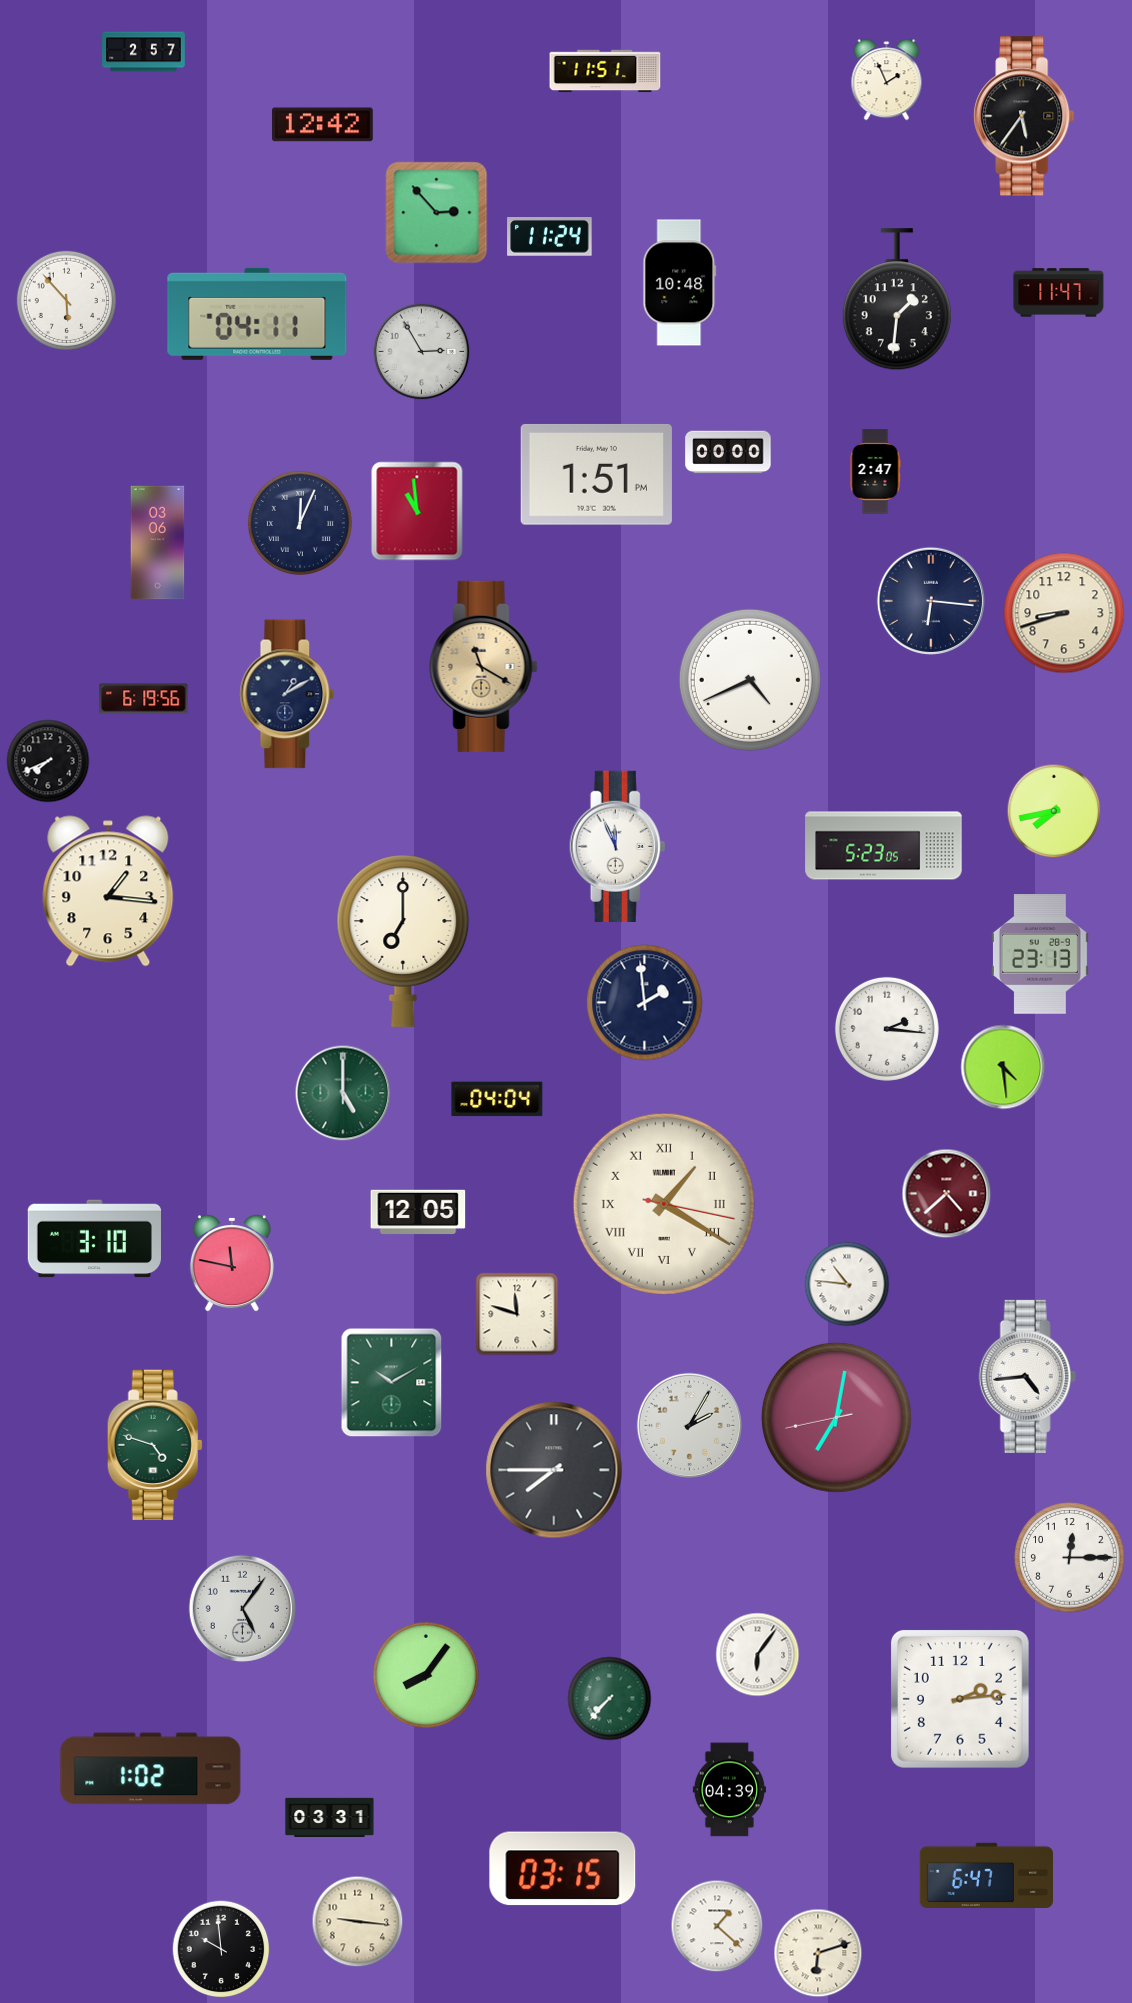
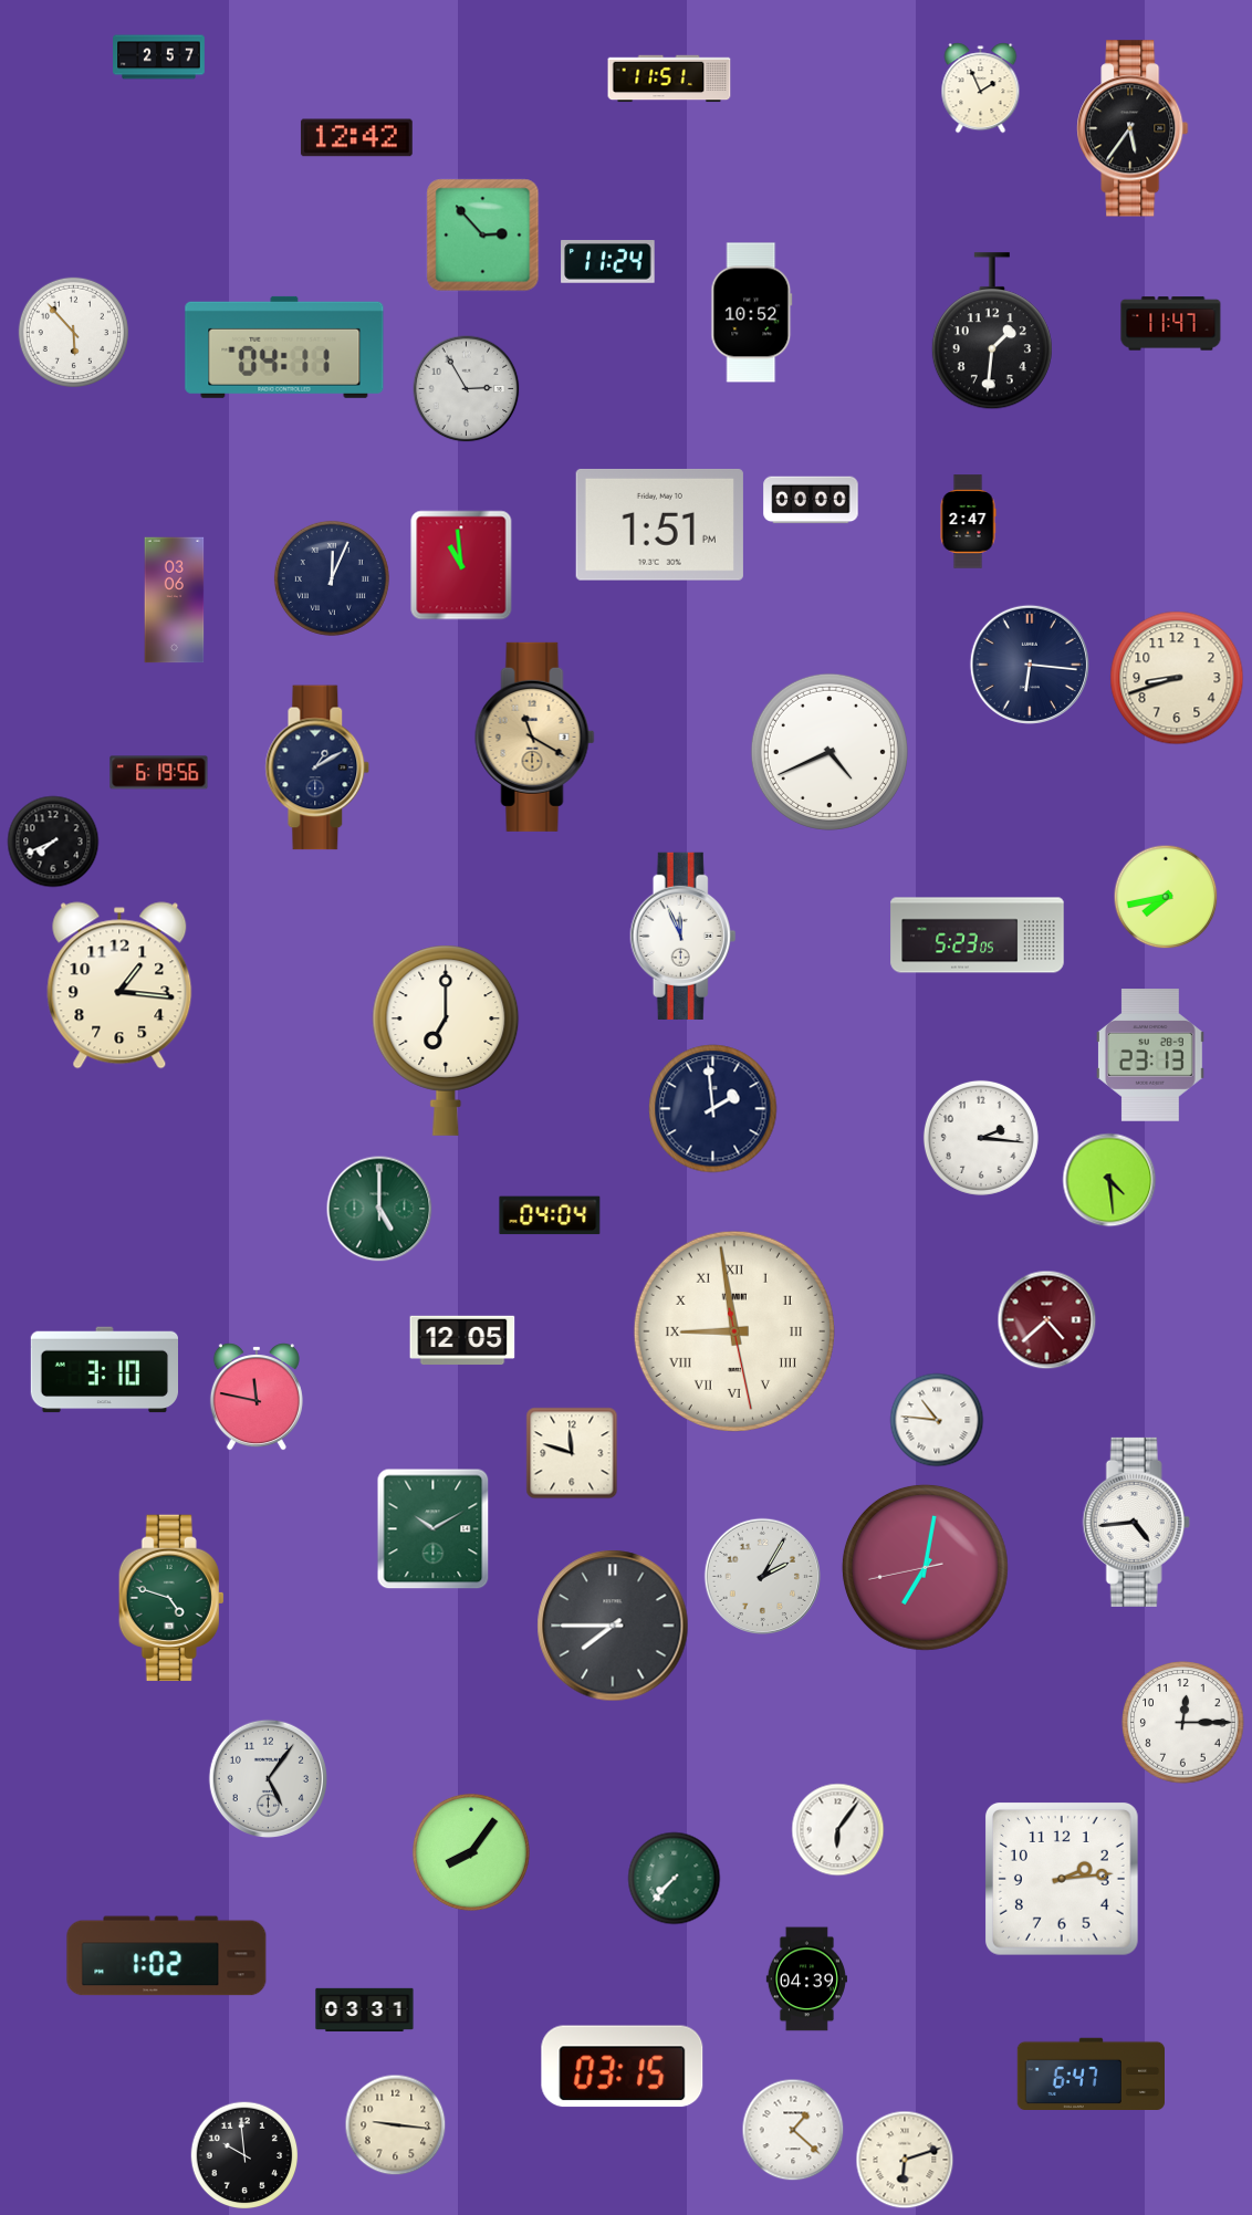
clock at (680, 283): 10:48 -> 10:52
clock at (728, 452) position: (728, 452) -> (811, 500)
clock at (664, 1204): 1:20 -> 8:58
